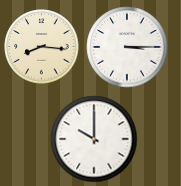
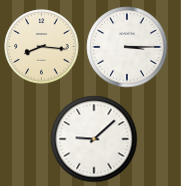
clock at (94, 139): 10:00 -> 9:08
